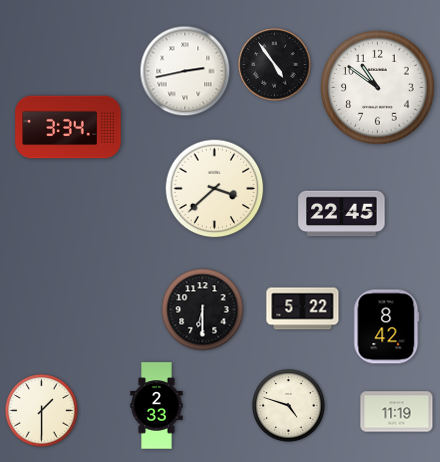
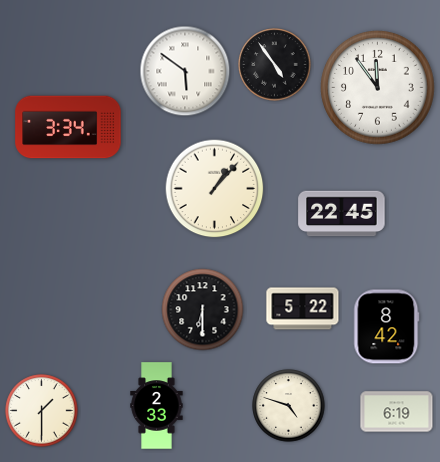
clock at (185, 71): 2:43 -> 5:51
clock at (378, 88): 10:51 -> 11:54
clock at (215, 189): 3:38 -> 1:07
clock at (397, 412): 11:19 -> 6:19
